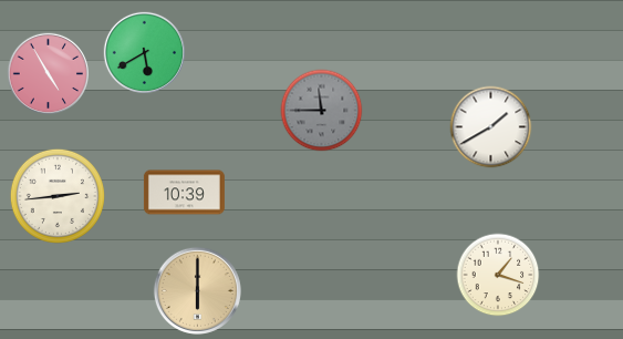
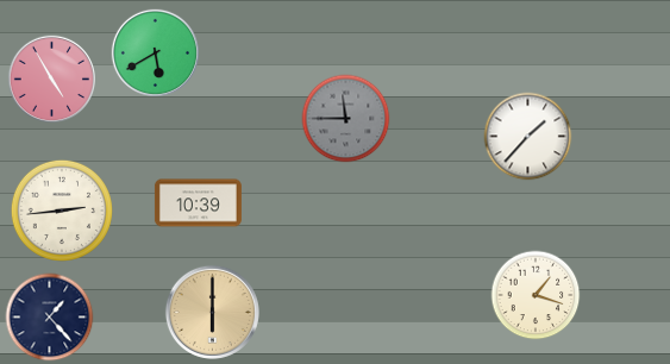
clock at (144, 52) position: (144, 52) -> (155, 52)
clock at (491, 127): 1:40 -> 1:37
clock at (184, 193) position: (184, 193) -> (198, 203)
clock at (50, 318): none -> 1:23
